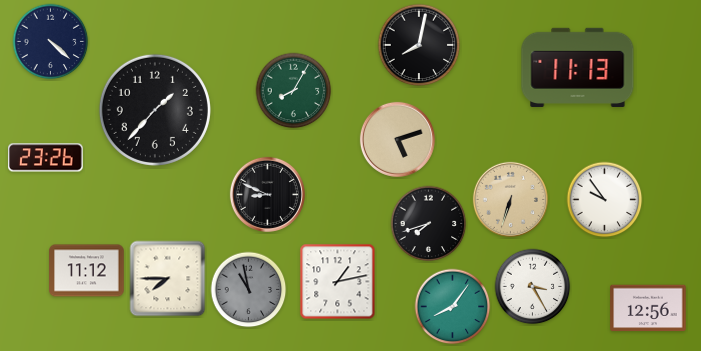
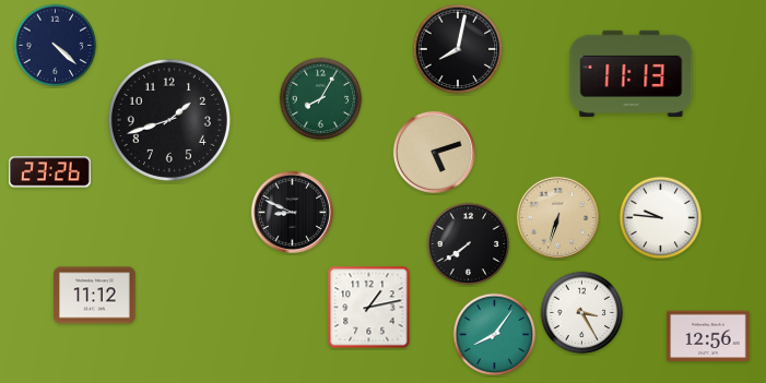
clock at (155, 110): 1:37 -> 1:42
clock at (605, 200): 9:54 -> 9:46
clock at (429, 224): 7:42 -> 7:39
clock at (168, 279): 7:45 -> none
clock at (249, 290): 10:58 -> none
